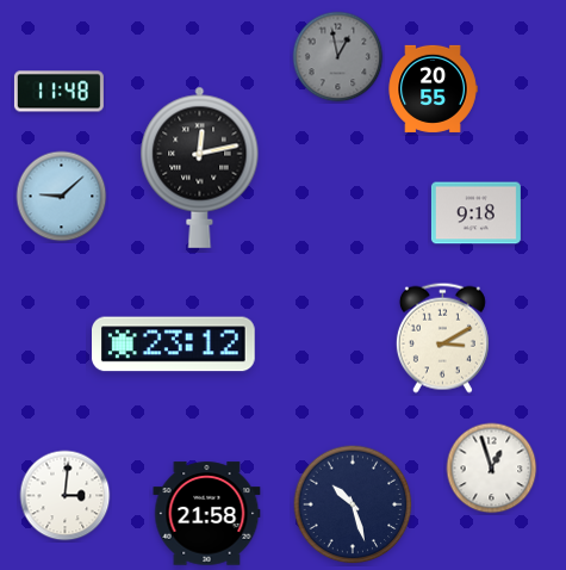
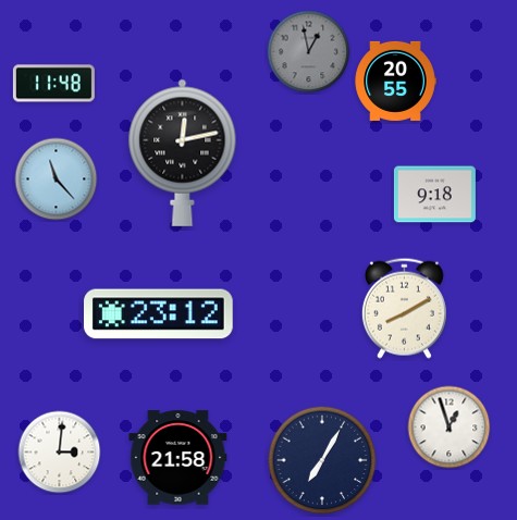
clock at (62, 197): 9:08 -> 11:23
clock at (442, 337): 3:10 -> 8:10
clock at (353, 504): 10:27 -> 7:05
clock at (207, 514) position: (207, 514) -> (179, 458)
